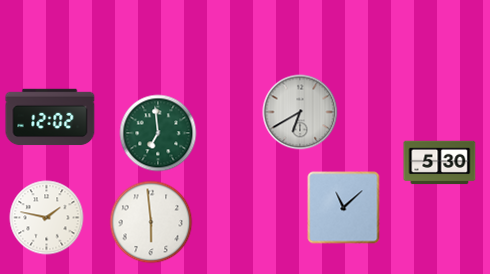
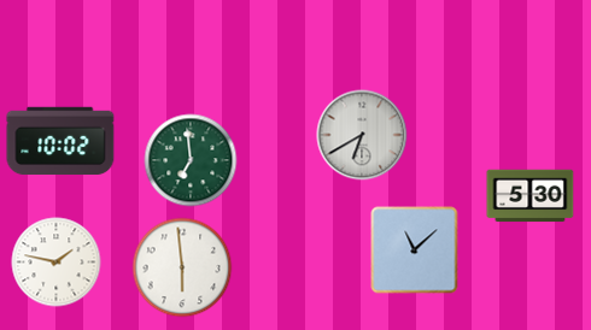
clock at (50, 117): 12:02 -> 10:02
